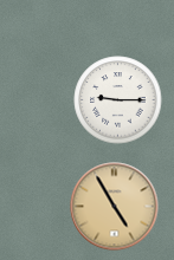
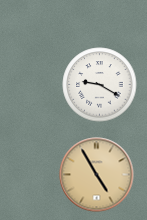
clock at (118, 100): 9:15 -> 9:20
